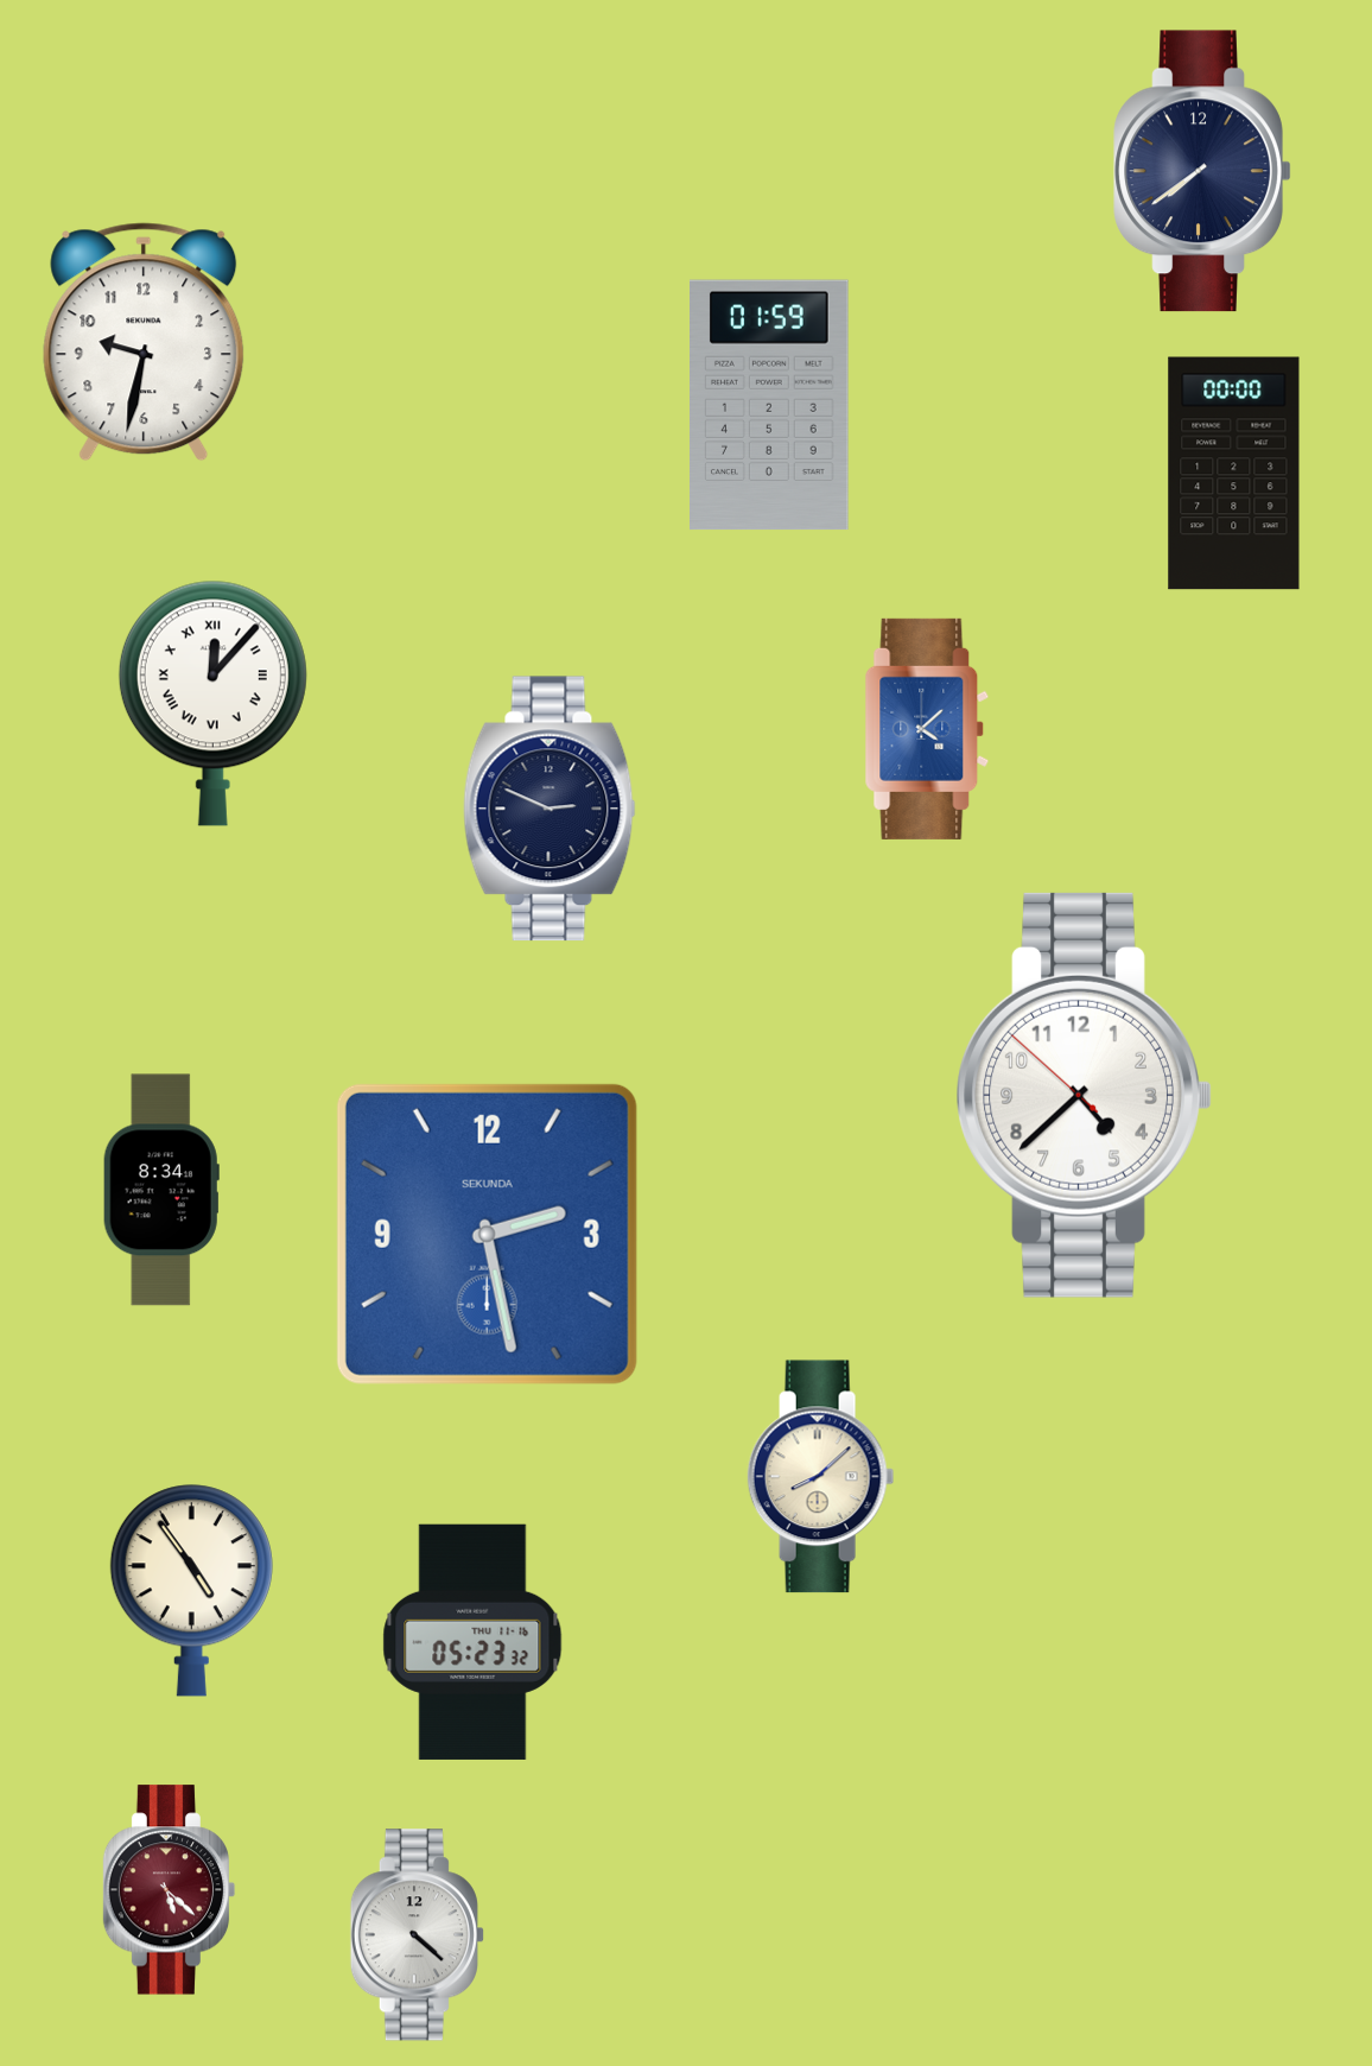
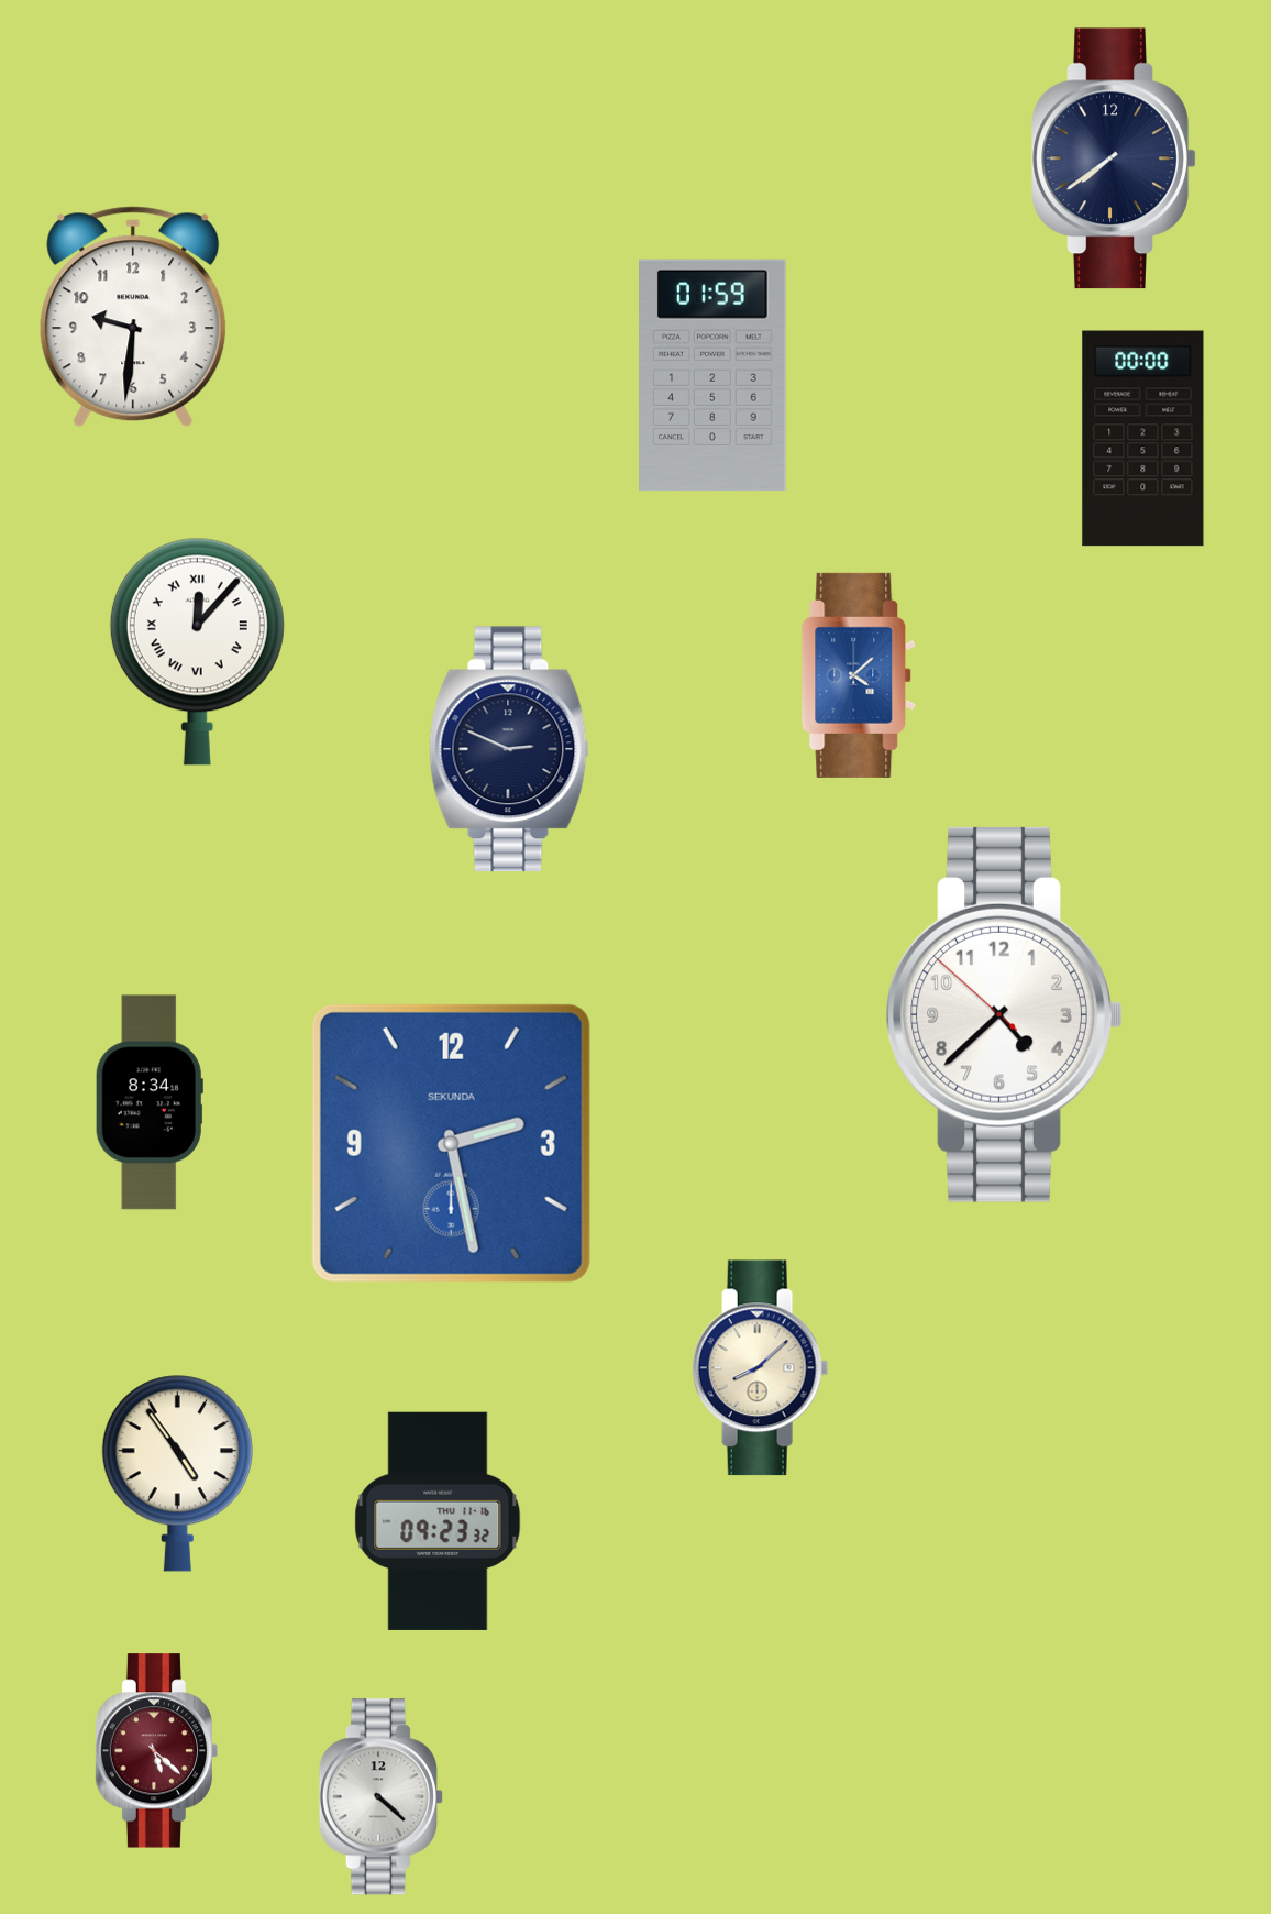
clock at (144, 342): 9:32 -> 9:31
clock at (472, 1642): 05:23 -> 09:23
clock at (417, 1935) position: (417, 1935) -> (380, 1797)
